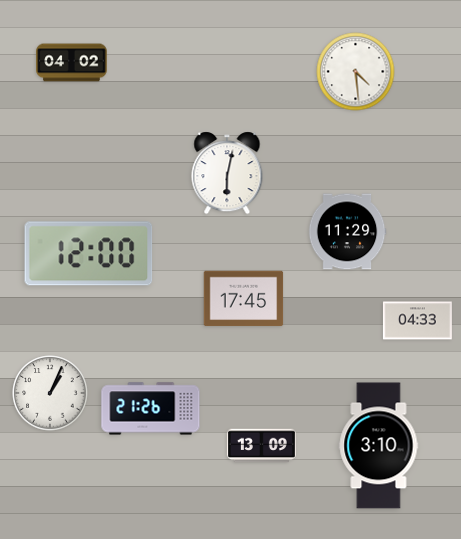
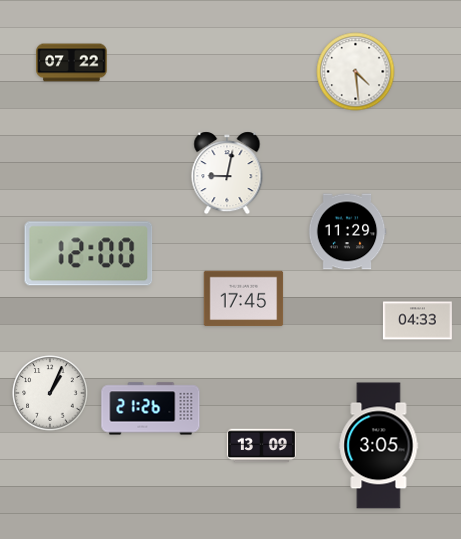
clock at (72, 63): 04:02 -> 07:22
clock at (227, 173): 6:02 -> 9:02
clock at (379, 446): 3:10 -> 3:05
